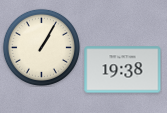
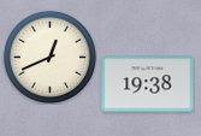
clock at (41, 47): 1:05 -> 12:41
